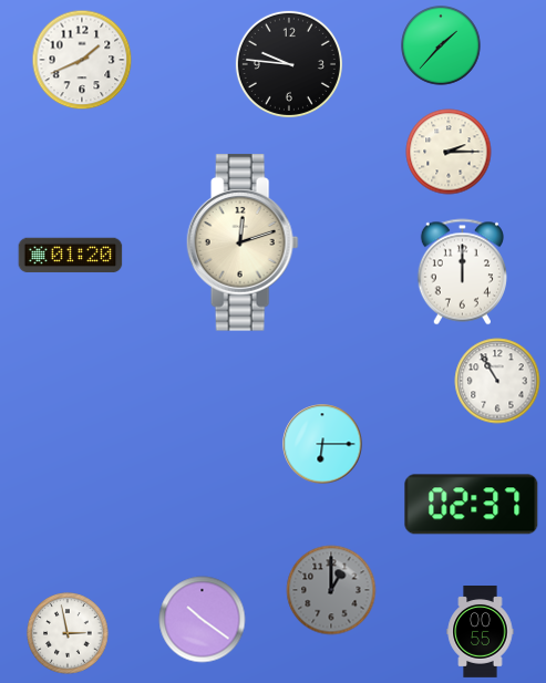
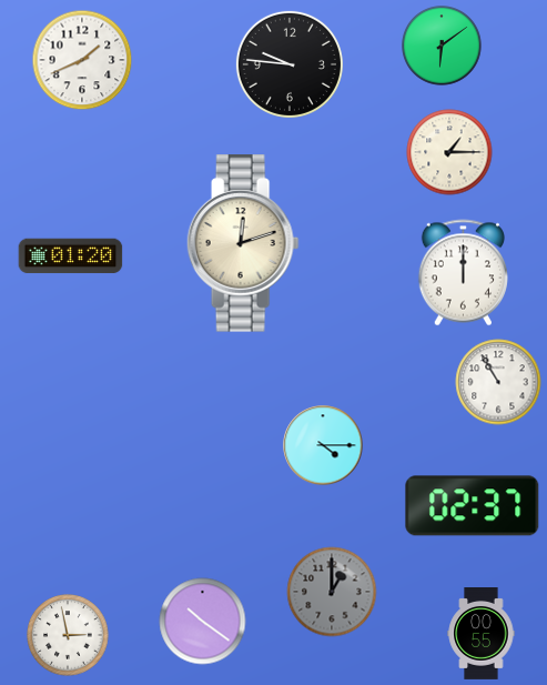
clock at (442, 46): 1:37 -> 6:09
clock at (449, 152): 2:15 -> 1:15
clock at (322, 444): 6:15 -> 4:15
